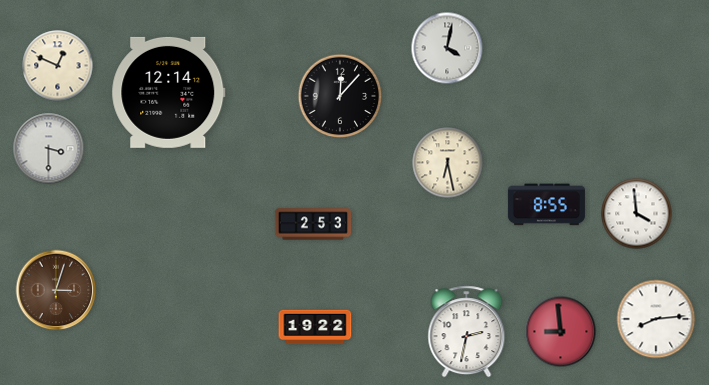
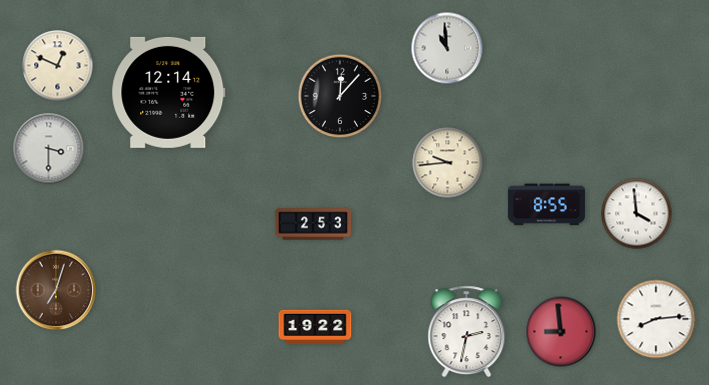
clock at (447, 48): 4:02 -> 10:59
clock at (448, 163): 6:28 -> 9:44
clock at (56, 290): 3:03 -> 7:03
